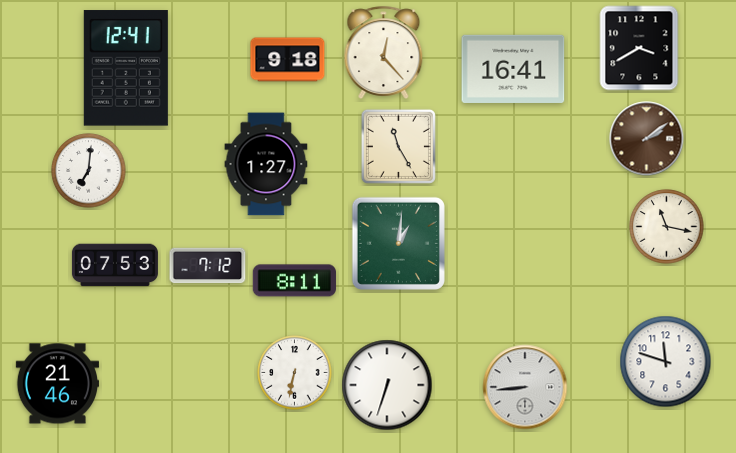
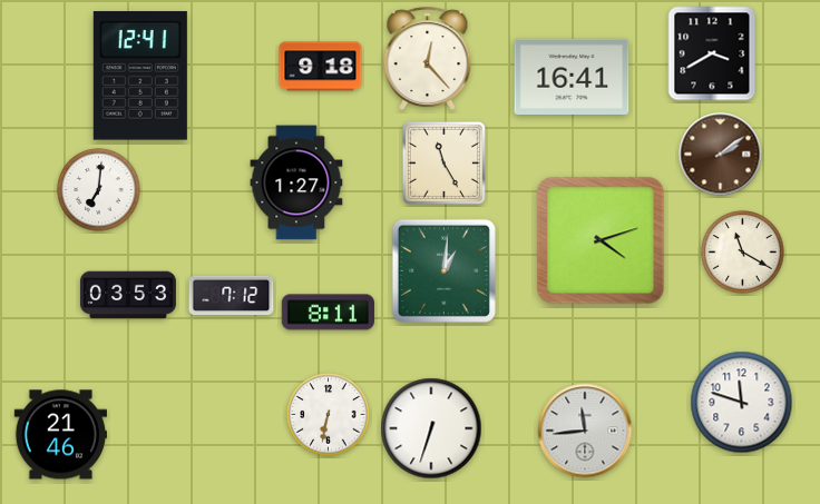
clock at (601, 240): none -> 4:12
clock at (667, 227): 11:17 -> 11:20
clock at (115, 265): 07:53 -> 03:53
clock at (57, 384) position: (57, 384) -> (60, 435)
clock at (525, 387): 8:44 -> 11:44
